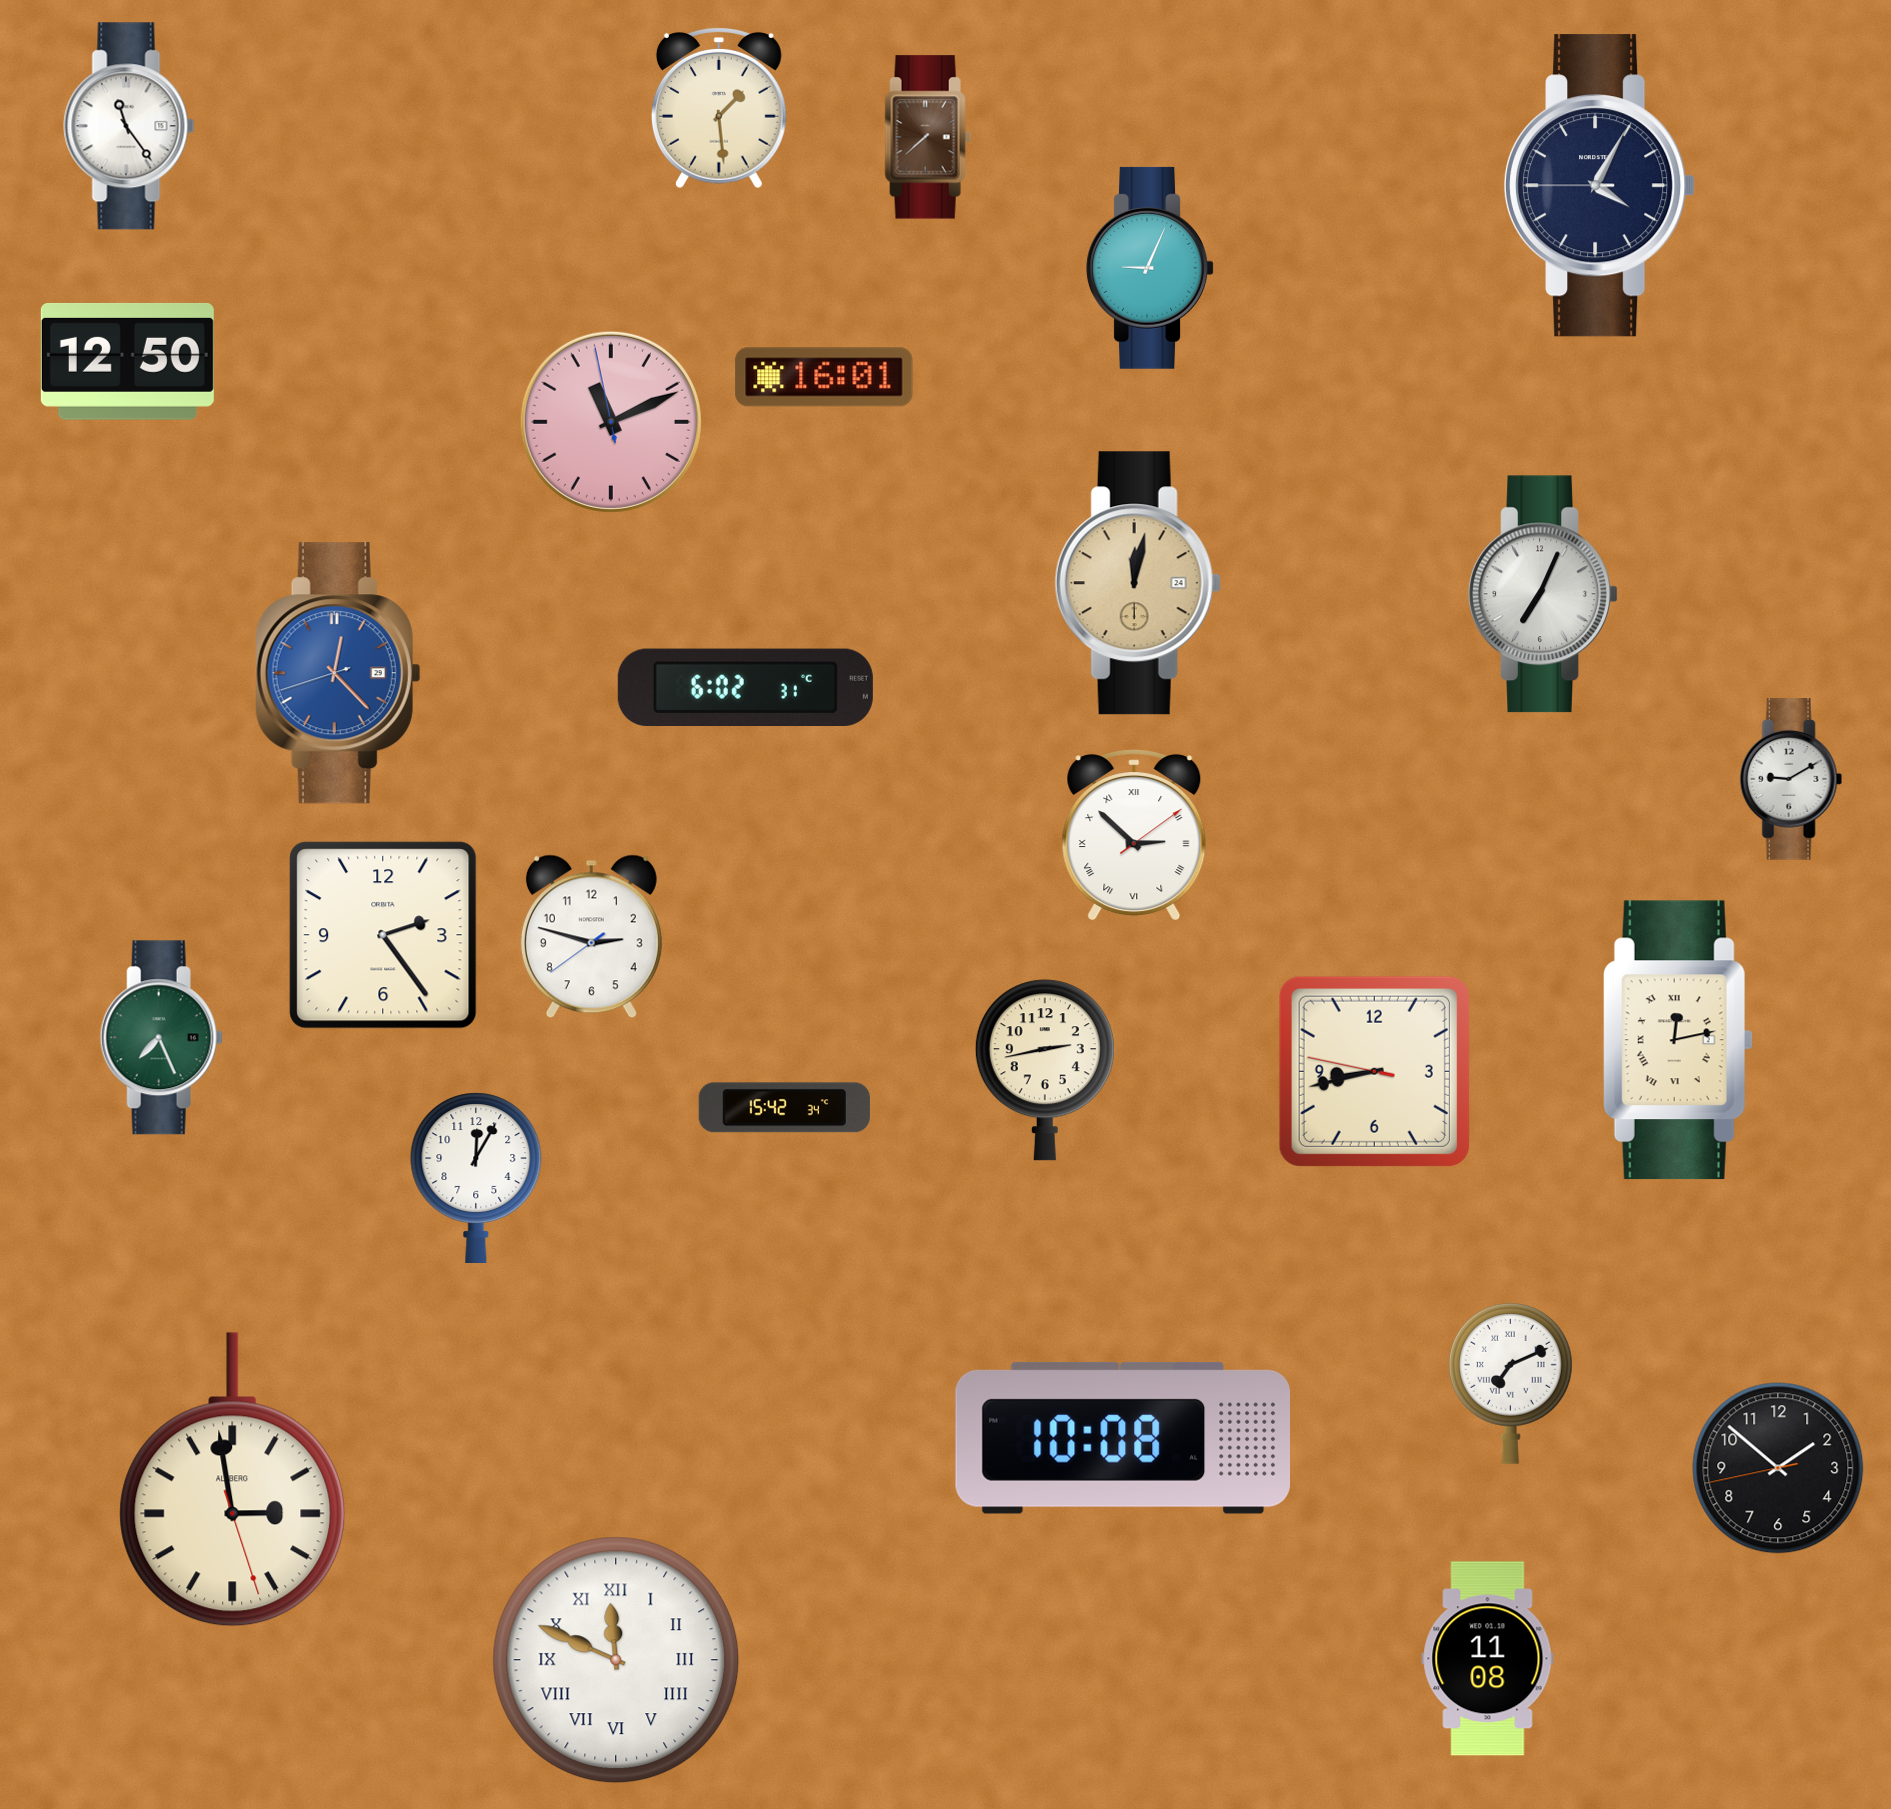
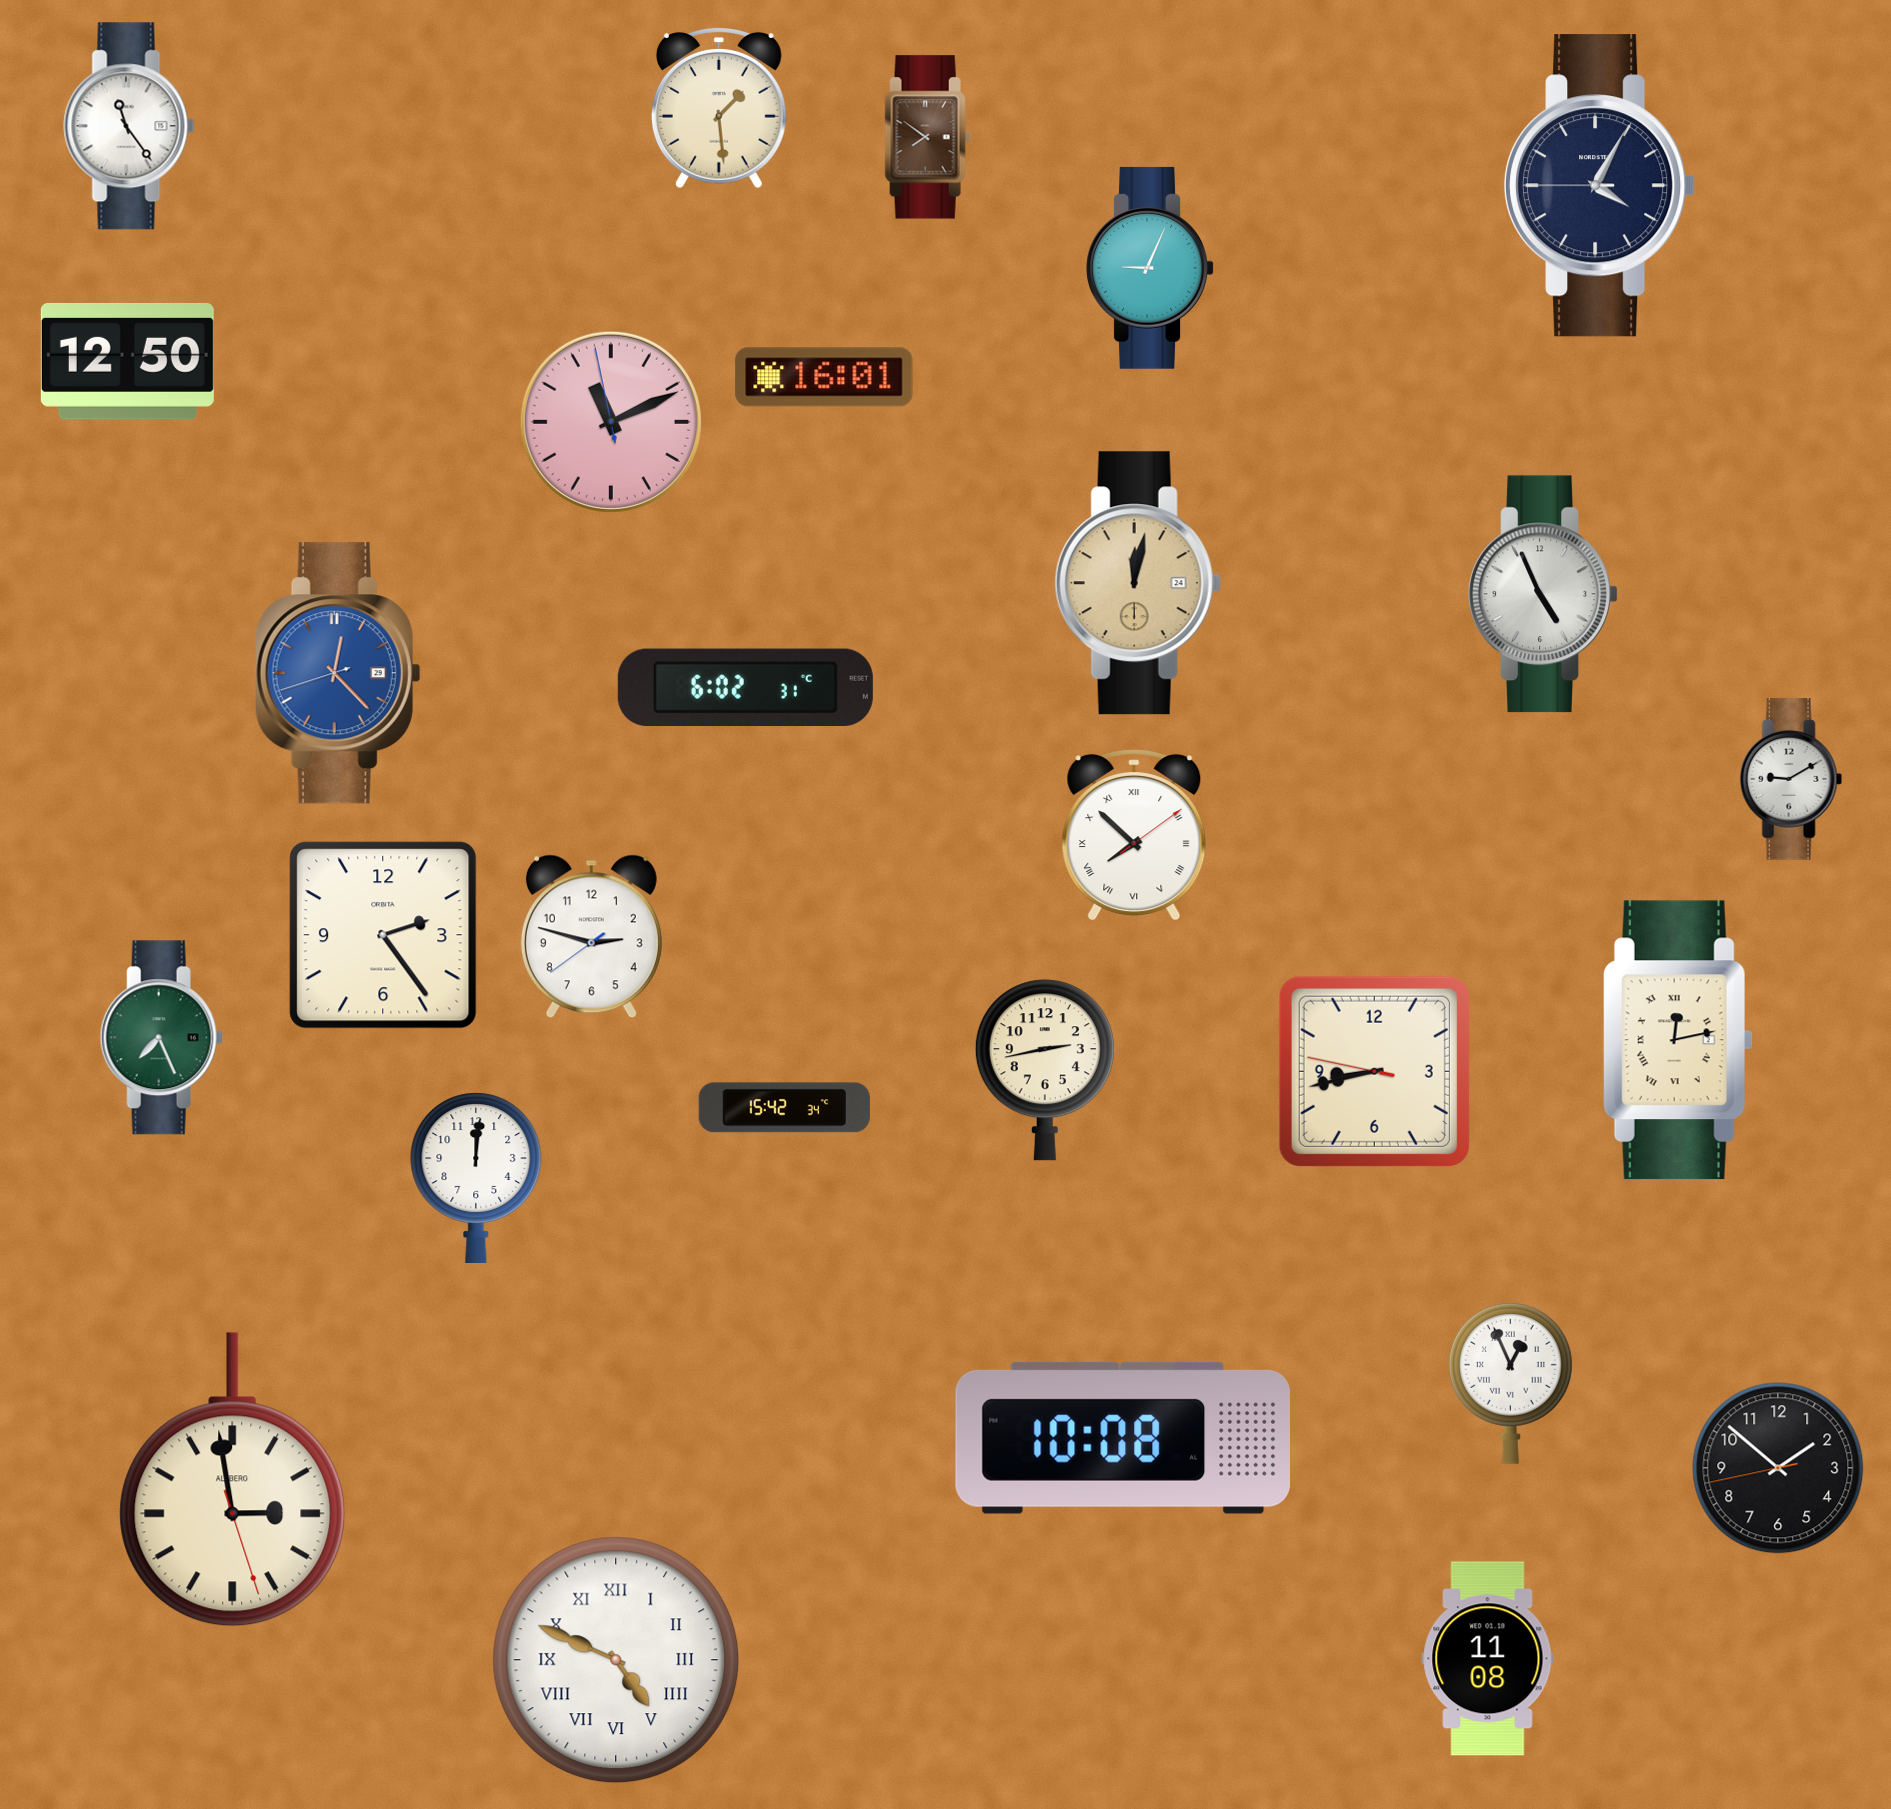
clock at (928, 137): 7:38 -> 7:51
clock at (1543, 594): 7:04 -> 4:56
clock at (1134, 835): 2:52 -> 7:52
clock at (476, 1177): 12:05 -> 12:01
clock at (1510, 1383): 7:11 -> 12:56
clock at (616, 1660): 11:49 -> 4:49
